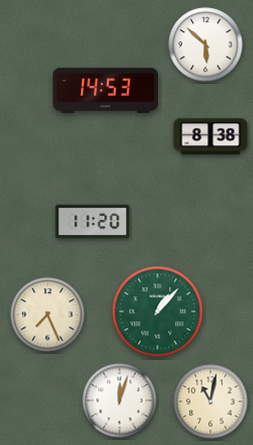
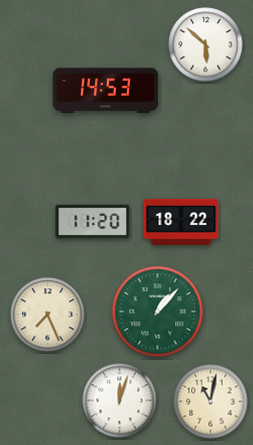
clock at (211, 137): 8:38 -> none
clock at (181, 222): none -> 18:22
